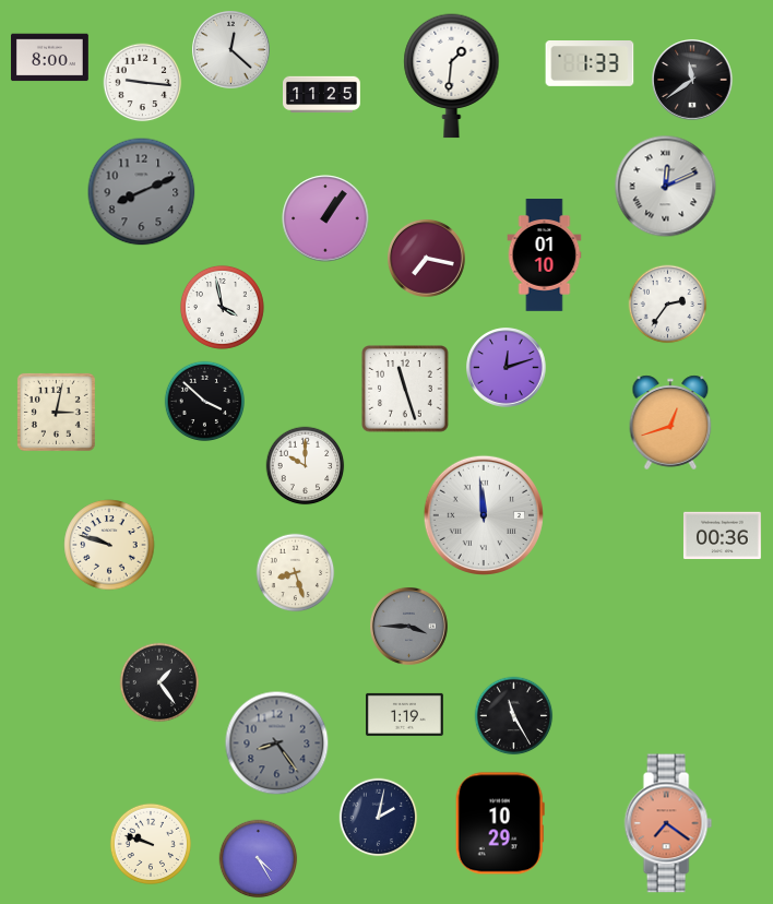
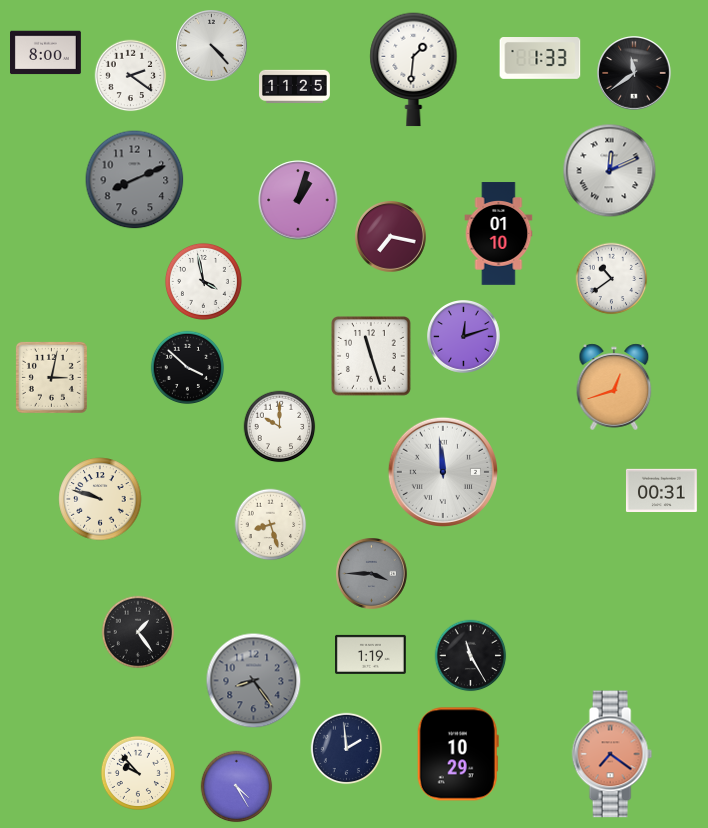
clock at (231, 50): 12:22 -> 4:23
clock at (143, 83): 9:16 -> 2:21
clock at (142, 192) position: (142, 192) -> (135, 180)
clock at (325, 218): 1:06 -> 1:03
clock at (668, 305): 2:36 -> 10:39
clock at (722, 535): 00:36 -> 00:31
clock at (409, 627) position: (409, 627) -> (372, 574)
clock at (159, 682) position: (159, 682) -> (138, 632)
clock at (379, 818): 2:02 -> 1:59
clock at (151, 844): 9:48 -> 9:53
